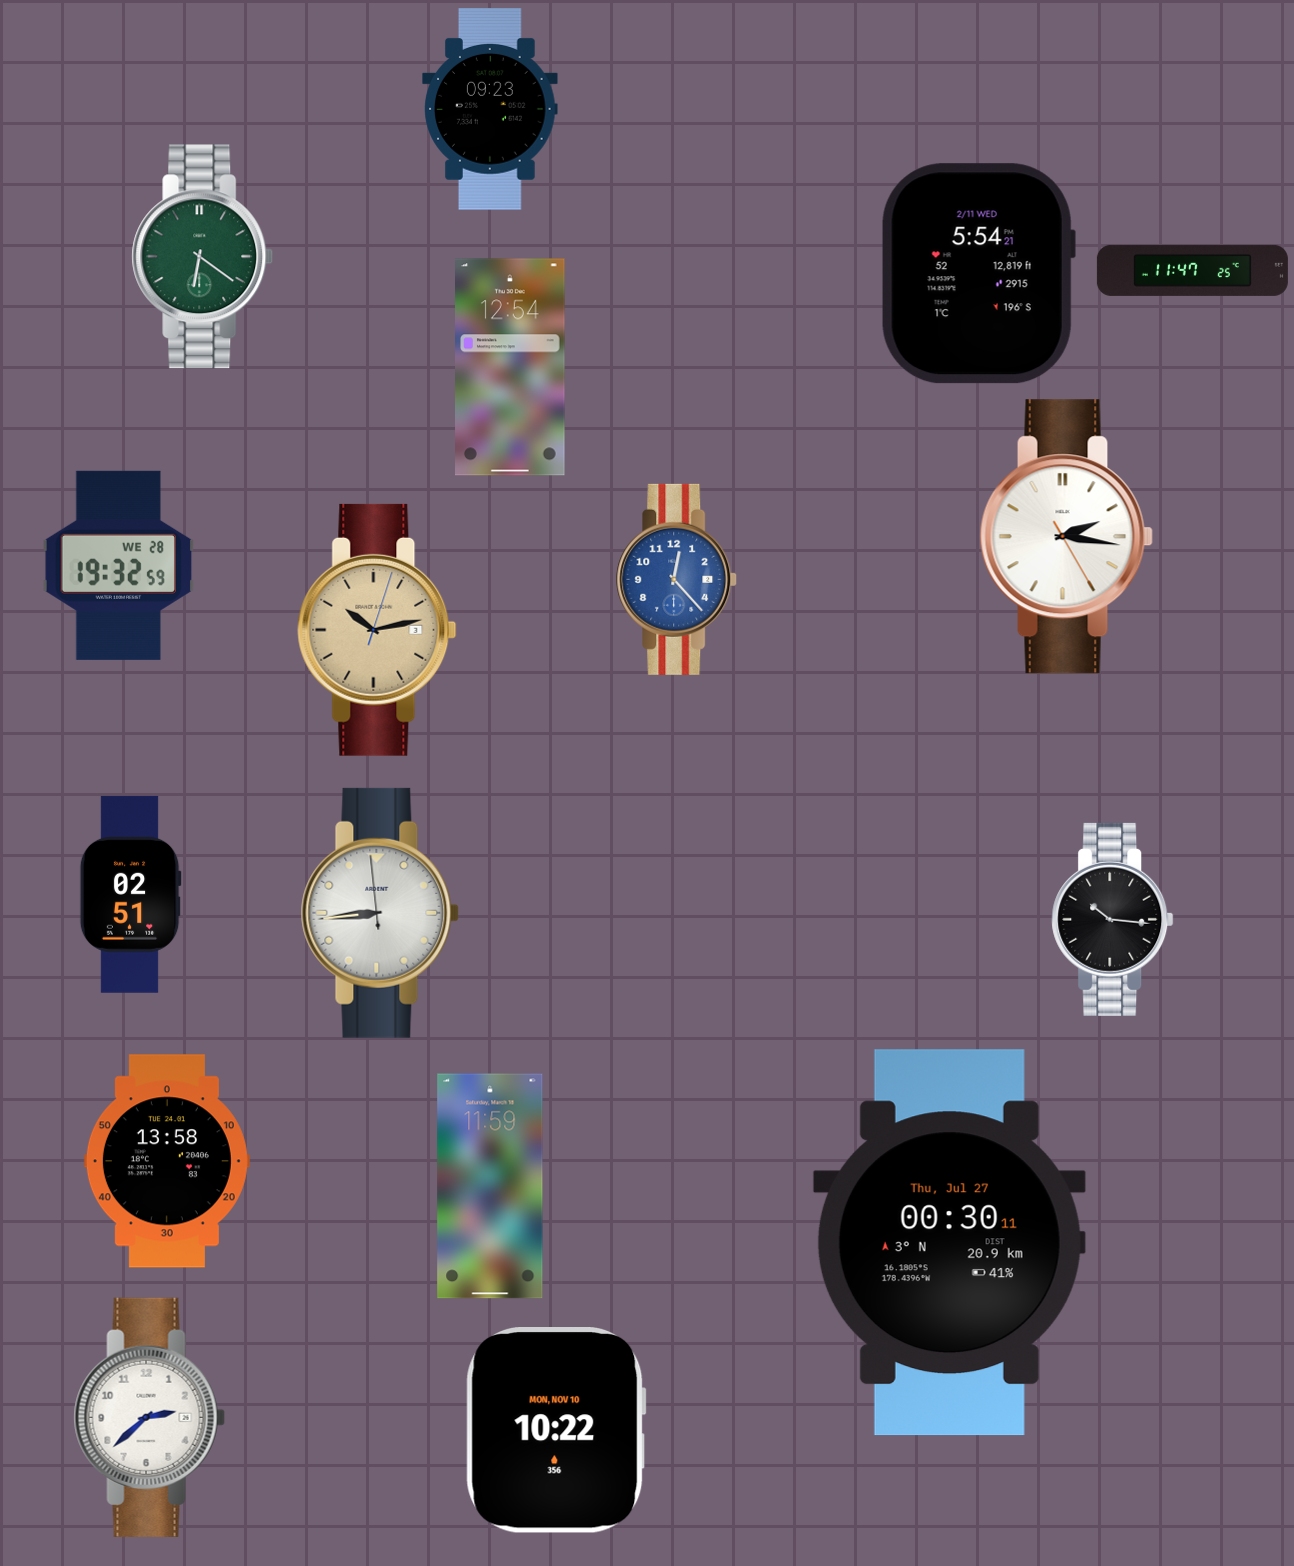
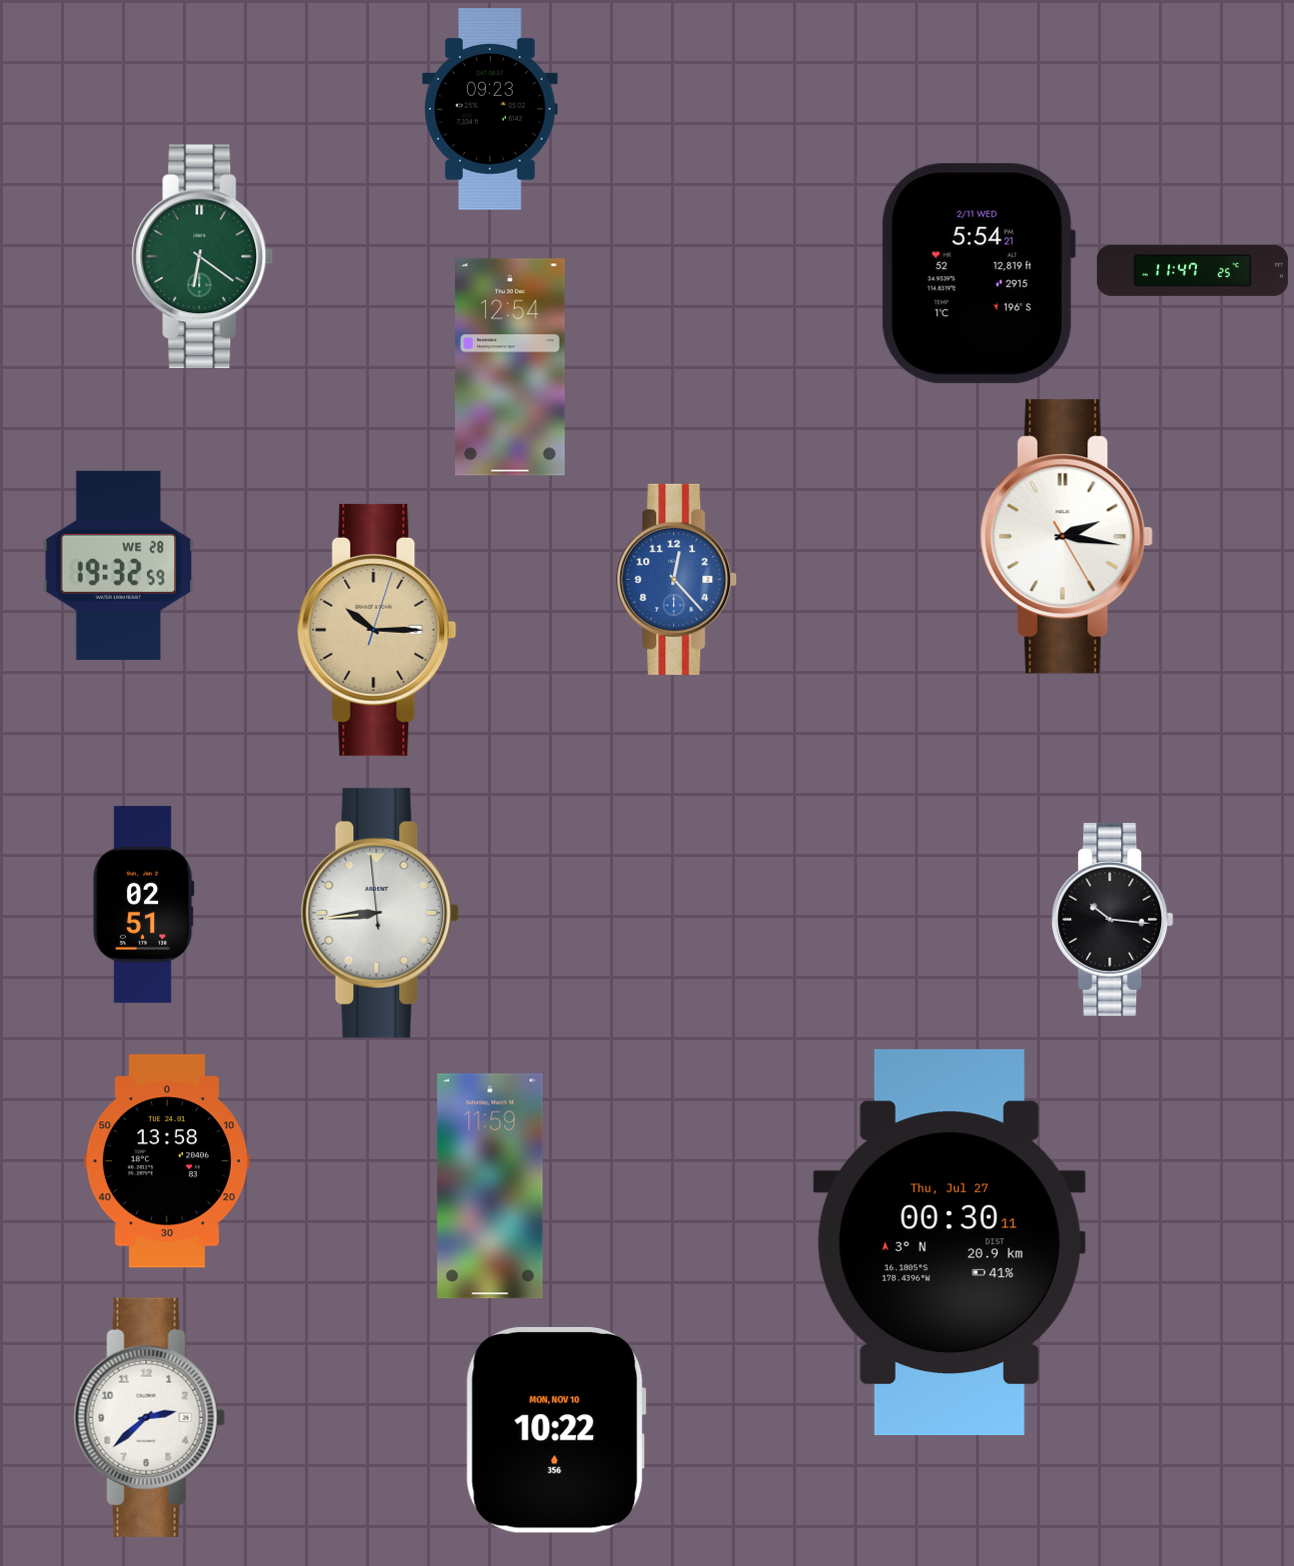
clock at (377, 630): 10:13 -> 10:15
clock at (130, 894) position: (130, 894) -> (143, 904)
